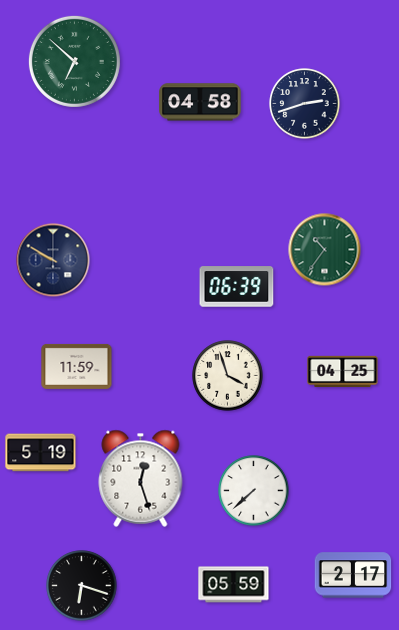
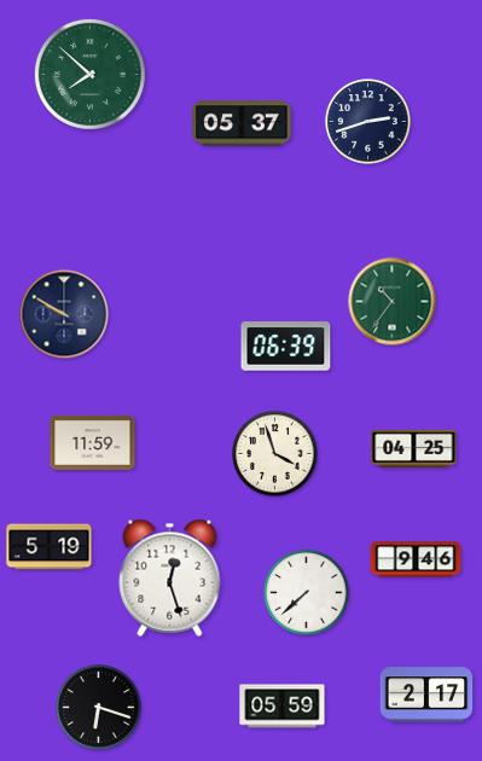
clock at (74, 61): 6:52 -> 7:52
clock at (200, 102): 04:58 -> 05:37
clock at (305, 104) position: (305, 104) -> (368, 122)
clock at (416, 559): none -> 9:46
